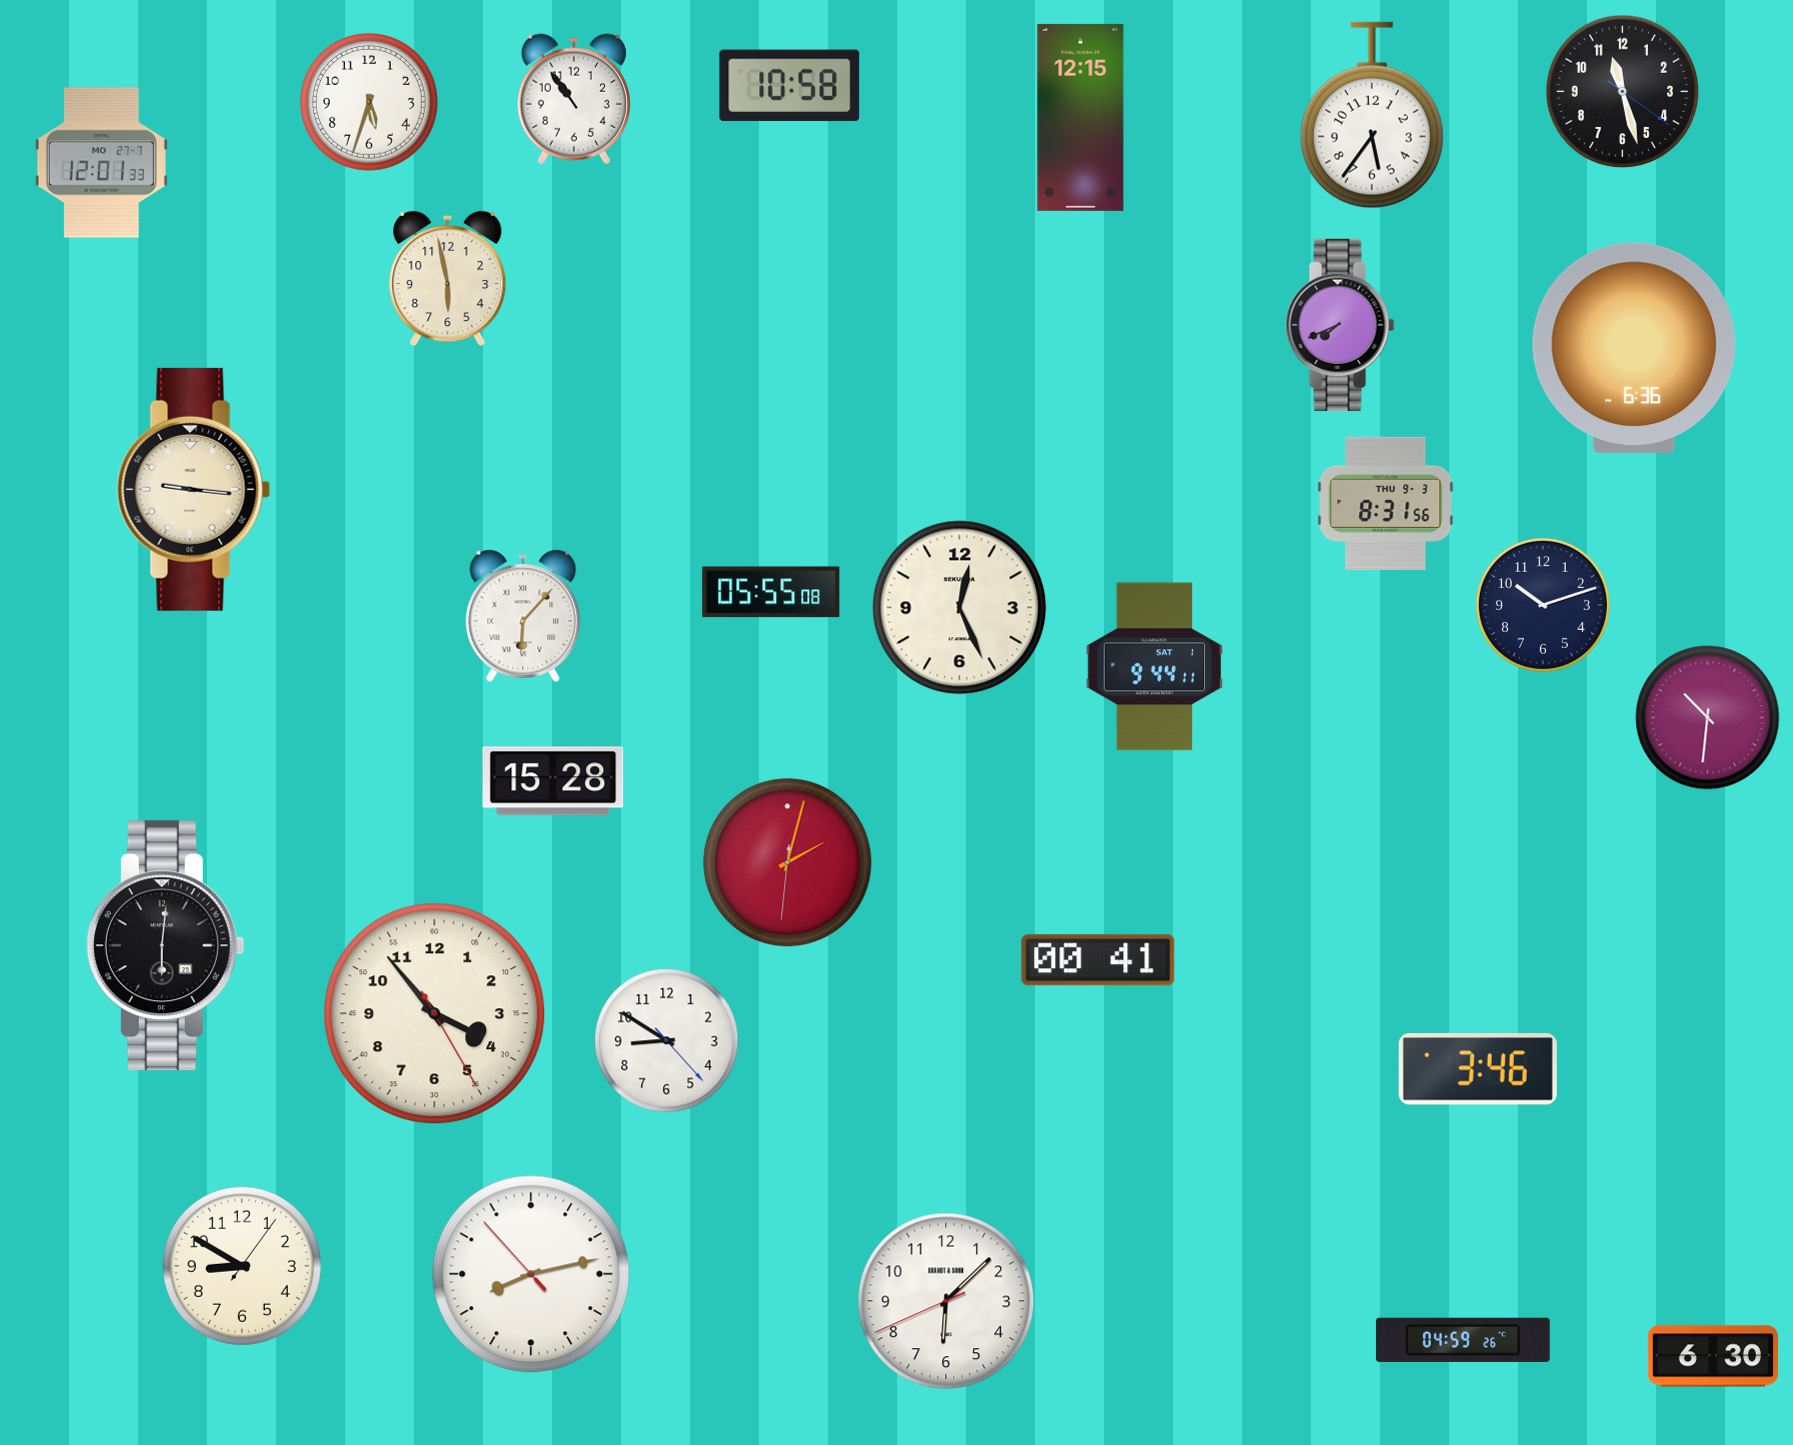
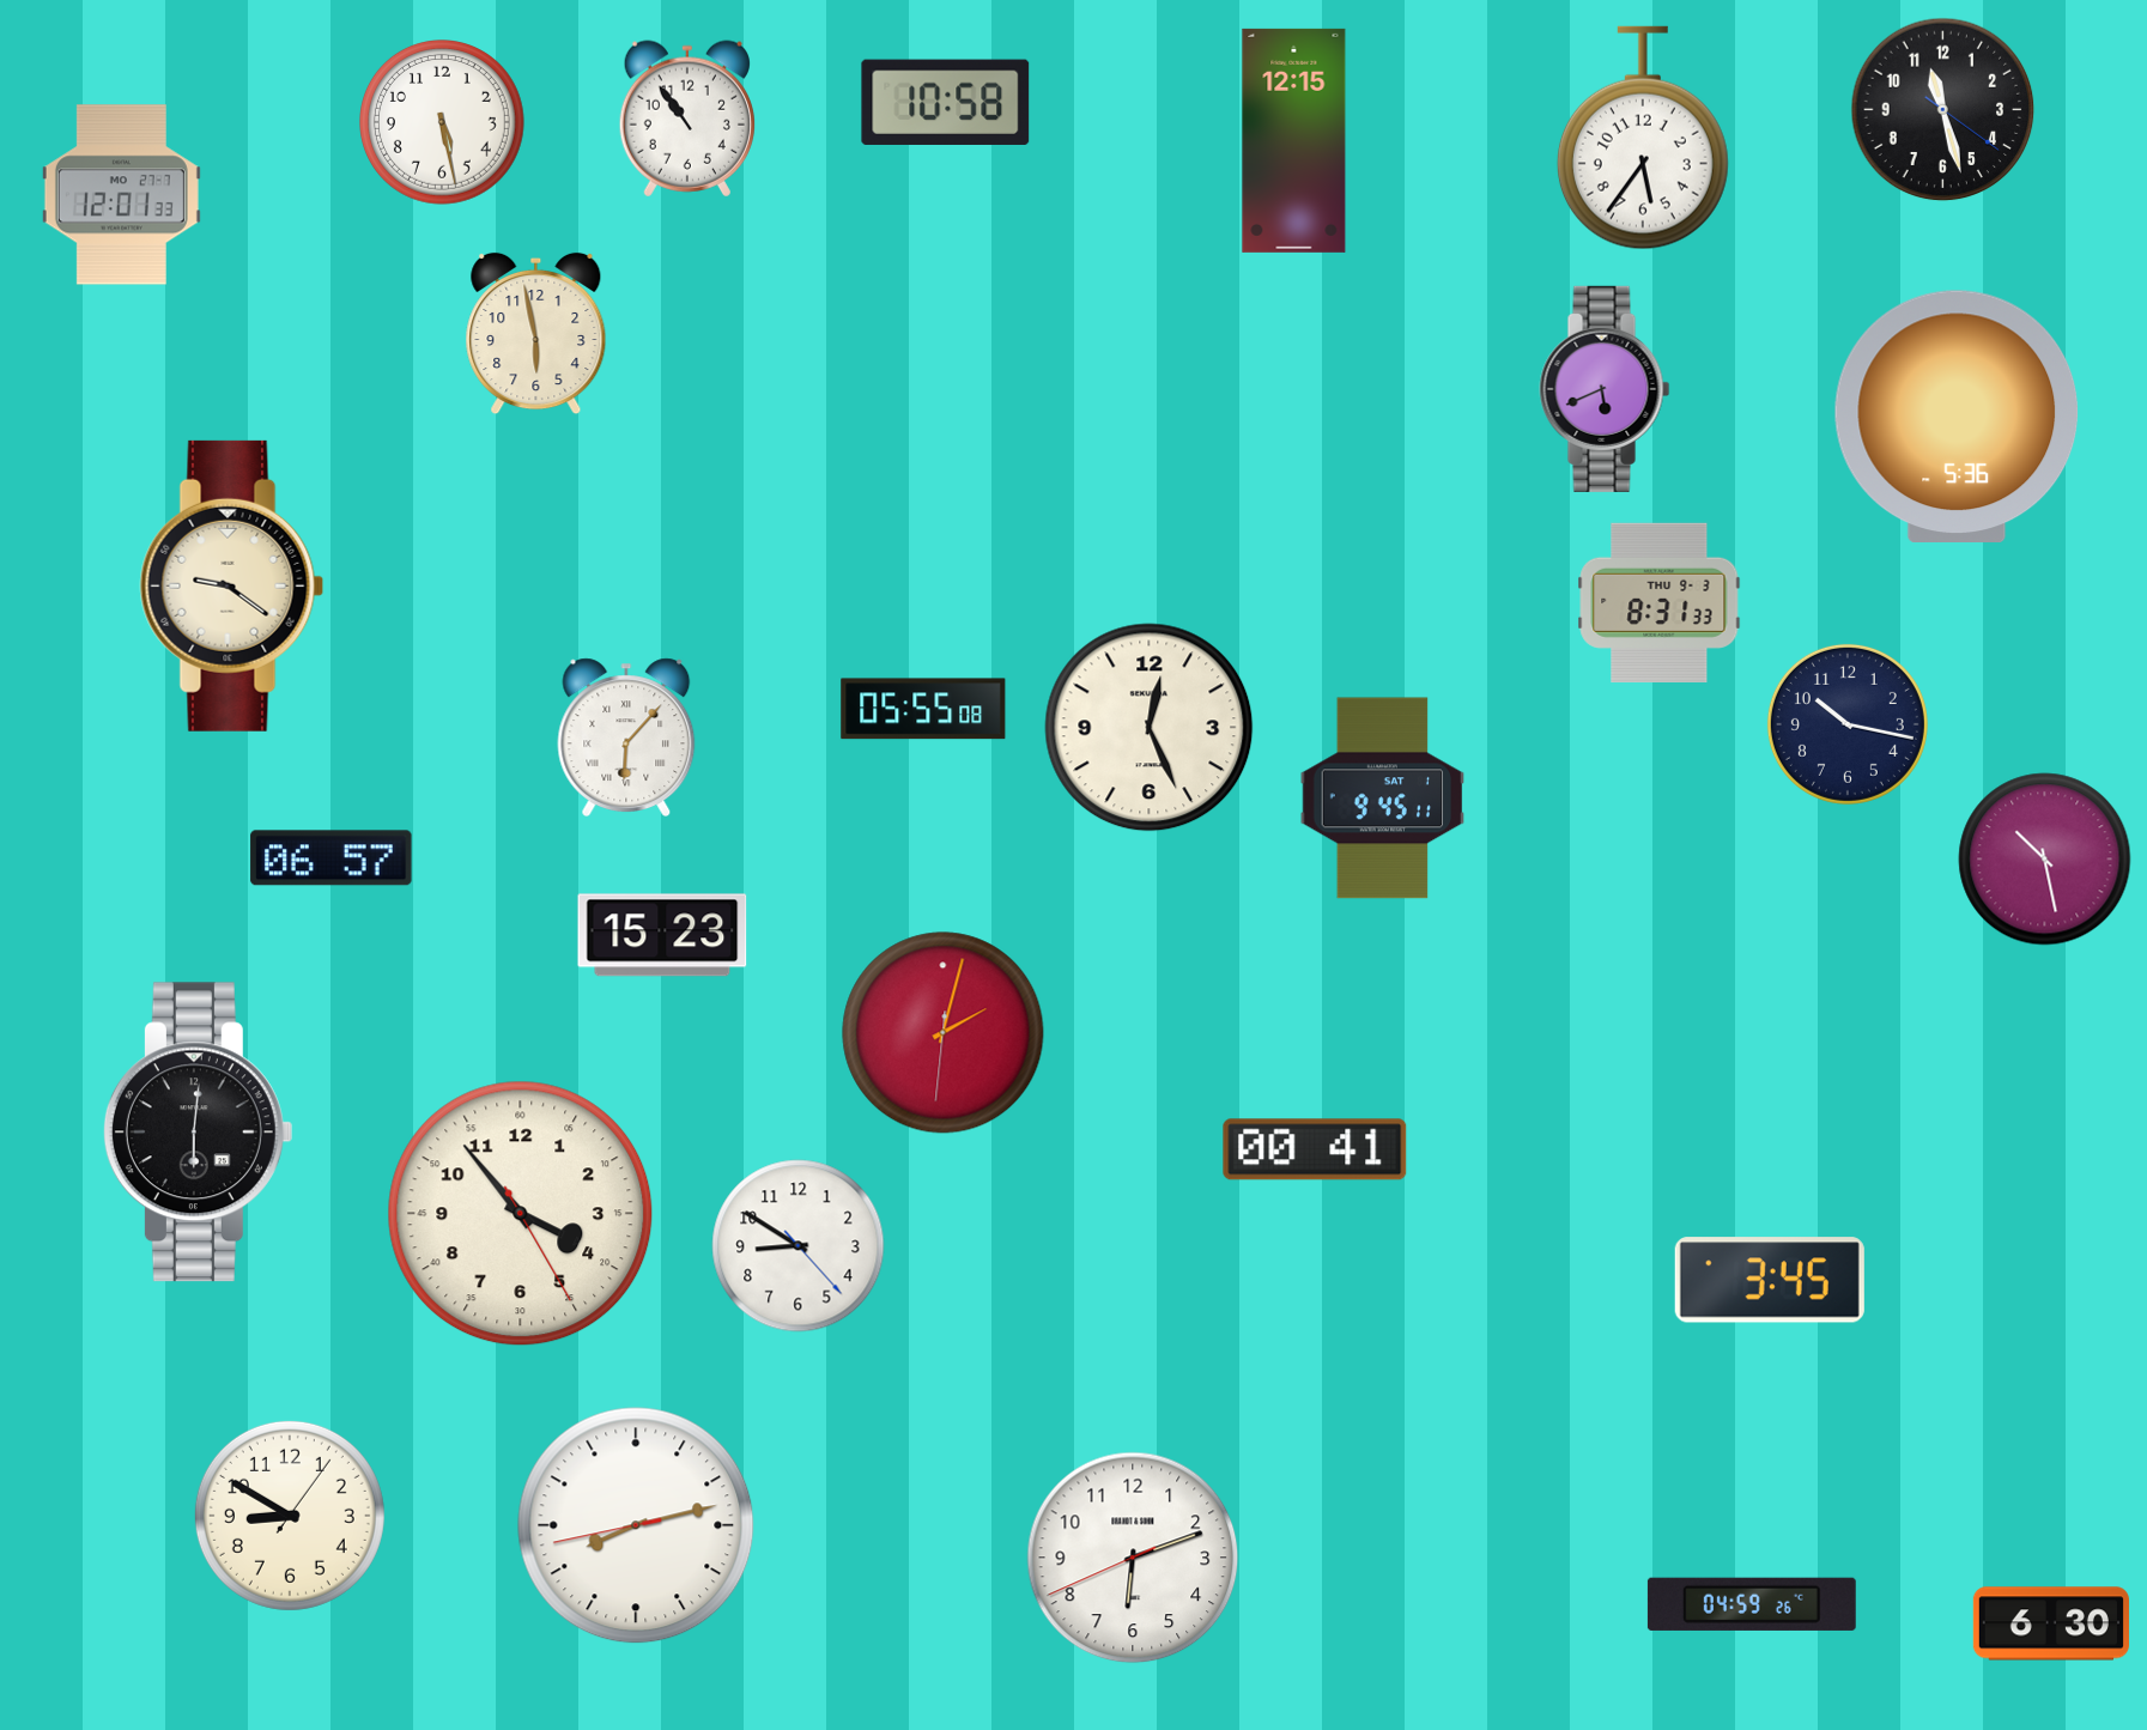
clock at (370, 103): 5:33 -> 5:28
clock at (1340, 325): 7:41 -> 5:41
clock at (1634, 347): 6:36 -> 5:36
clock at (194, 489): 9:16 -> 9:21
clock at (1386, 503): 8:31:56 -> 8:31:33
clock at (1543, 605): 10:12 -> 10:17
clock at (1155, 667): 9:44 -> 9:45
clock at (332, 858): none -> 06:57
clock at (1708, 718): 10:31 -> 10:28
clock at (553, 781): 15:28 -> 15:23
clock at (1478, 1069): 3:46 -> 3:45
clock at (531, 1274): 8:12:53 -> 8:12:43
clock at (946, 1301): 6:07 -> 6:11
